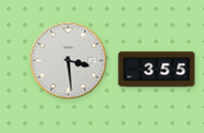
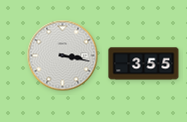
clock at (69, 61): 3:29 -> 3:17
